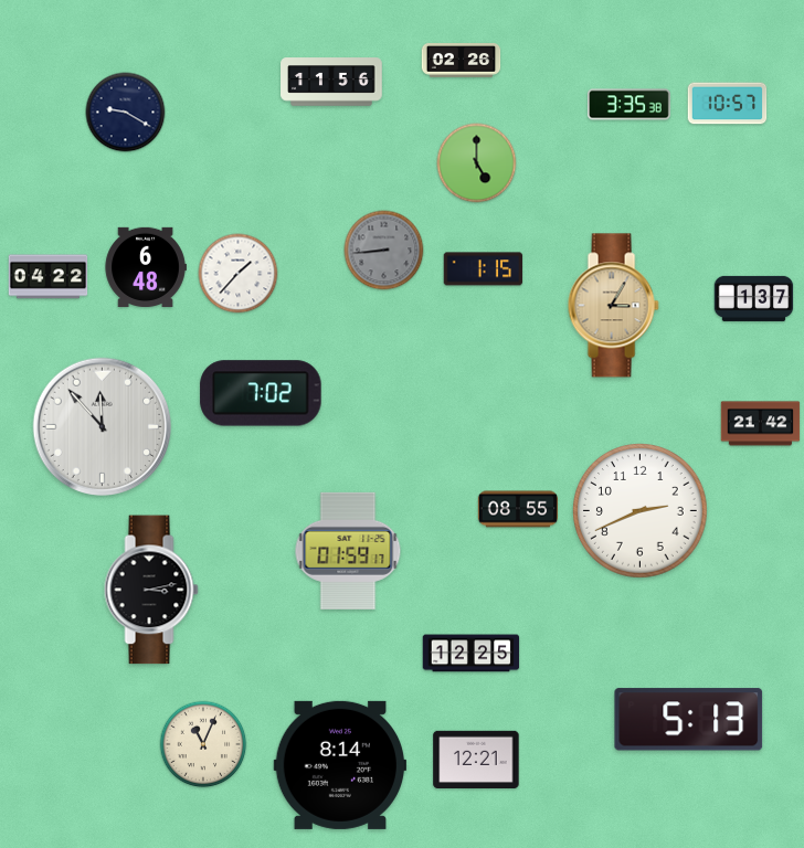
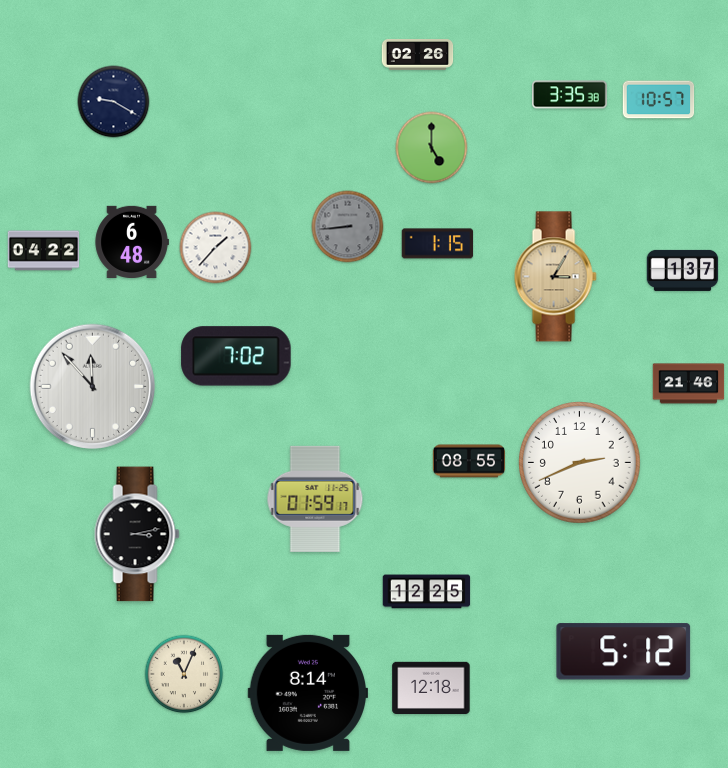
clock at (331, 82): 11:56 -> none
clock at (728, 104) position: (728, 104) -> (659, 100)
clock at (761, 424): 21:42 -> 21:46
clock at (689, 720): 5:13 -> 5:12
clock at (476, 759): 12:21 -> 12:18
